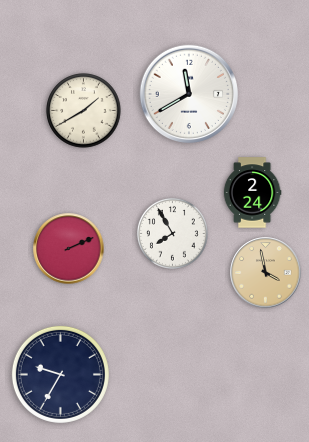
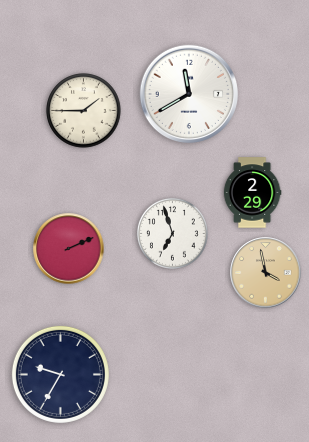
clock at (84, 111): 1:40 -> 1:45
clock at (252, 193): 2:24 -> 2:29
clock at (172, 233): 7:55 -> 6:57
